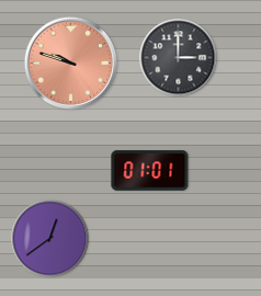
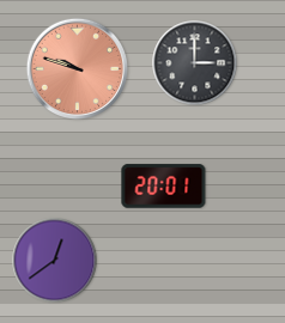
clock at (150, 171): 01:01 -> 20:01
